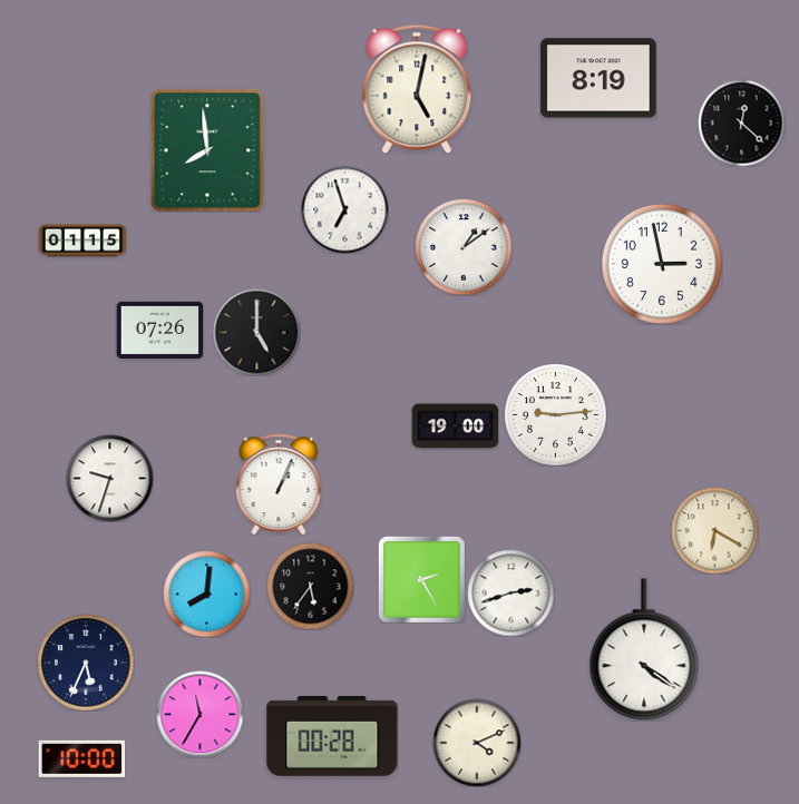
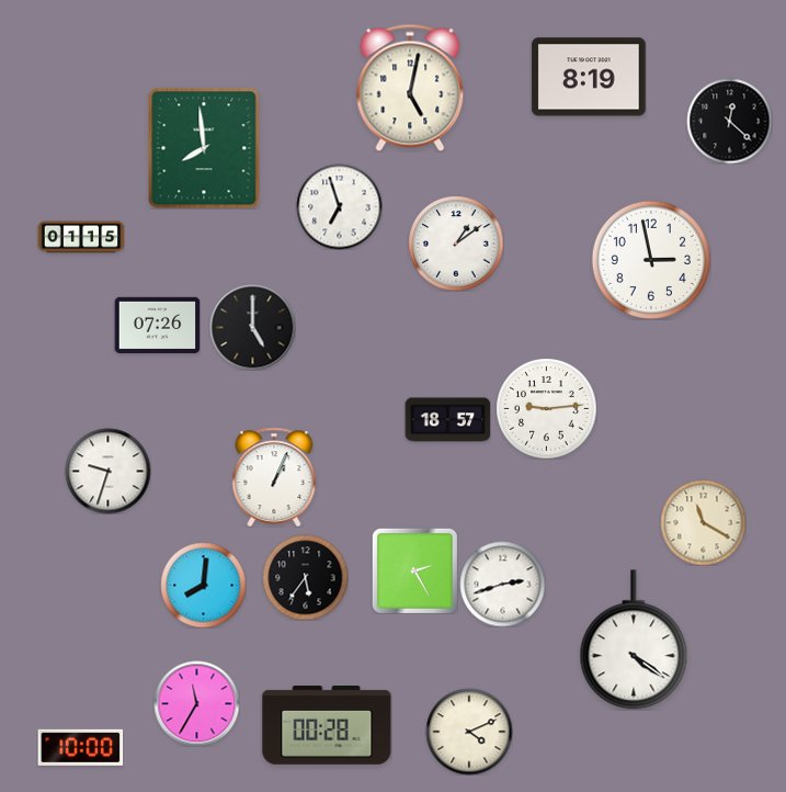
clock at (455, 426): 19:00 -> 18:57
clock at (714, 530): 6:20 -> 11:20
clock at (86, 663): 5:34 -> none
